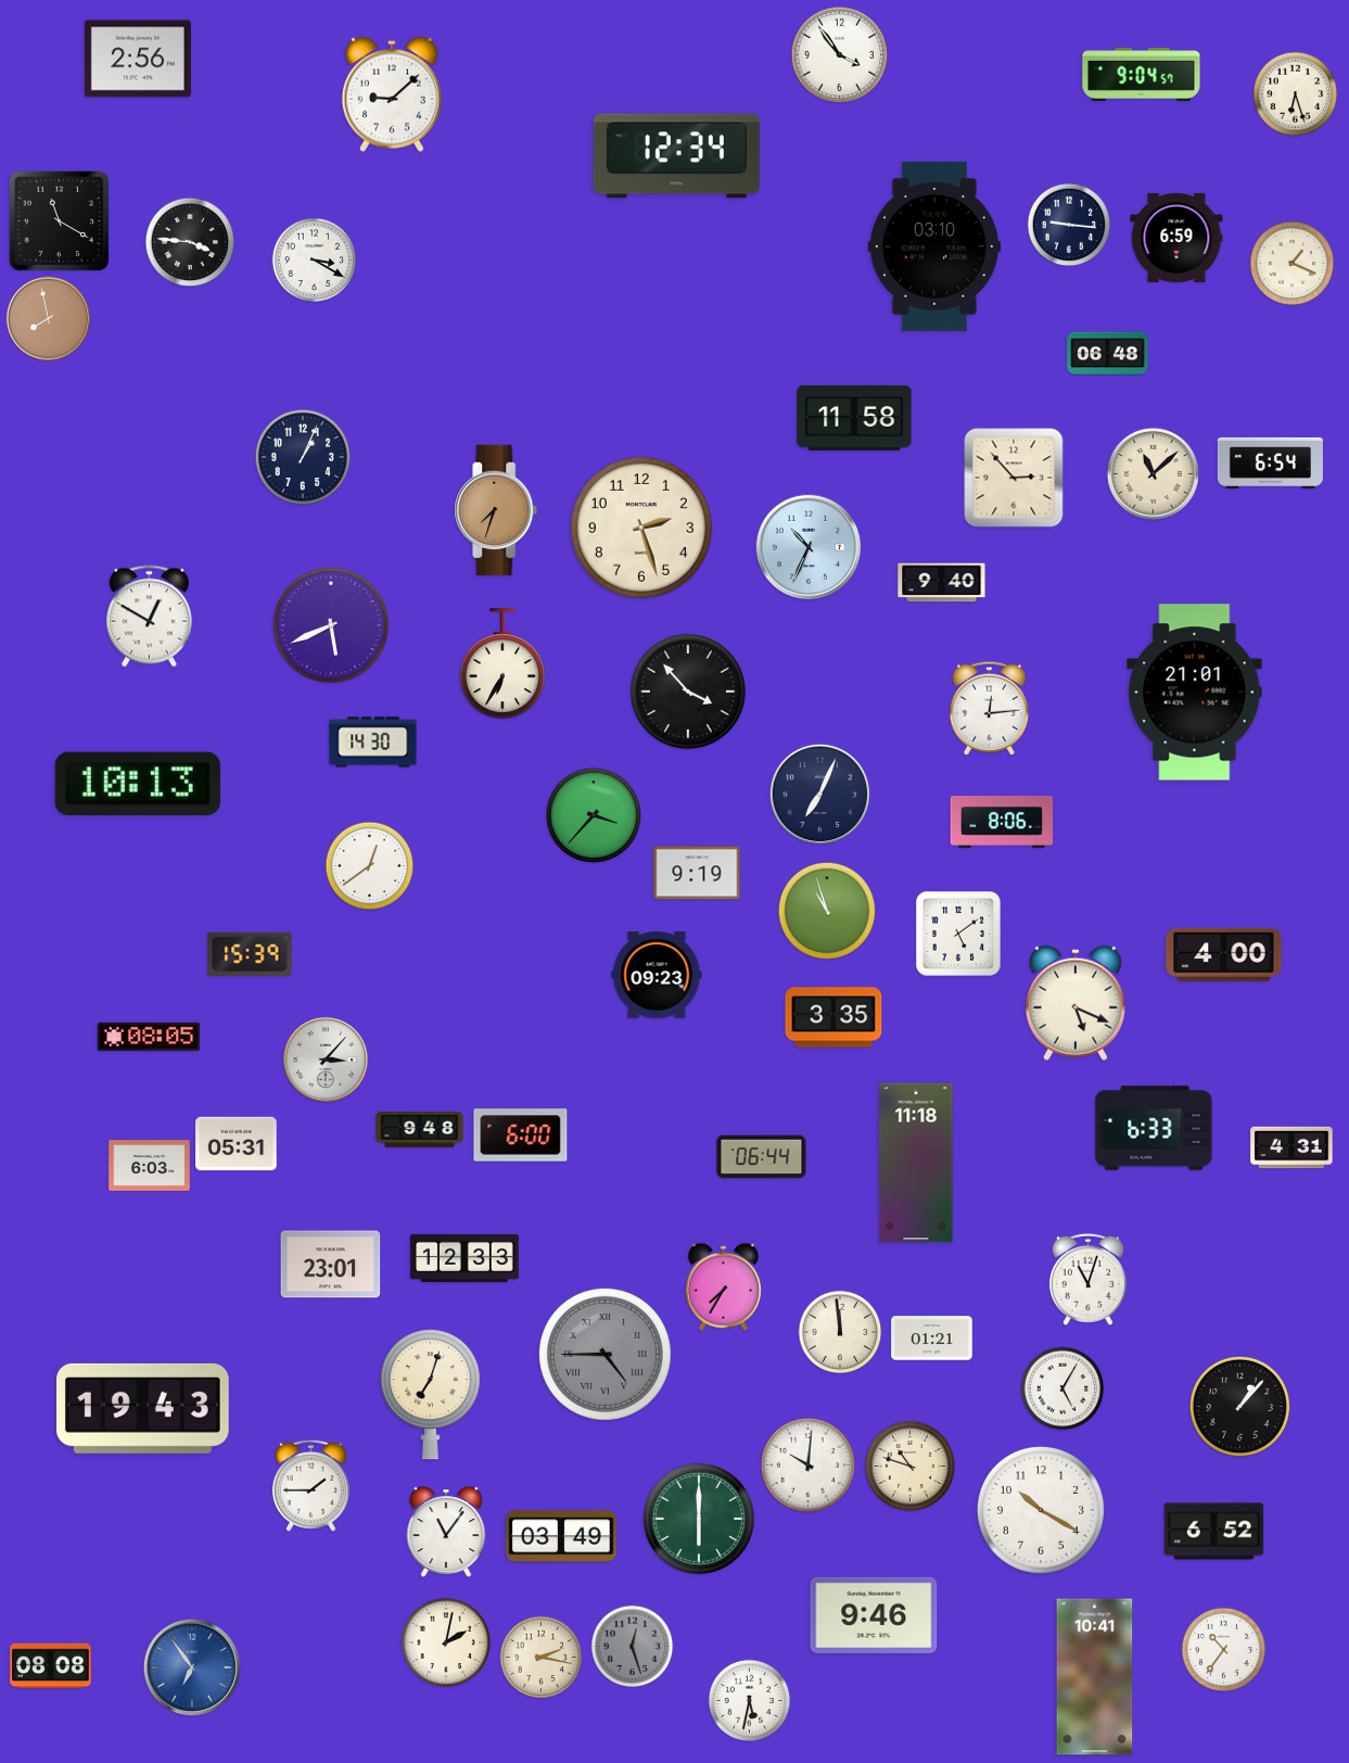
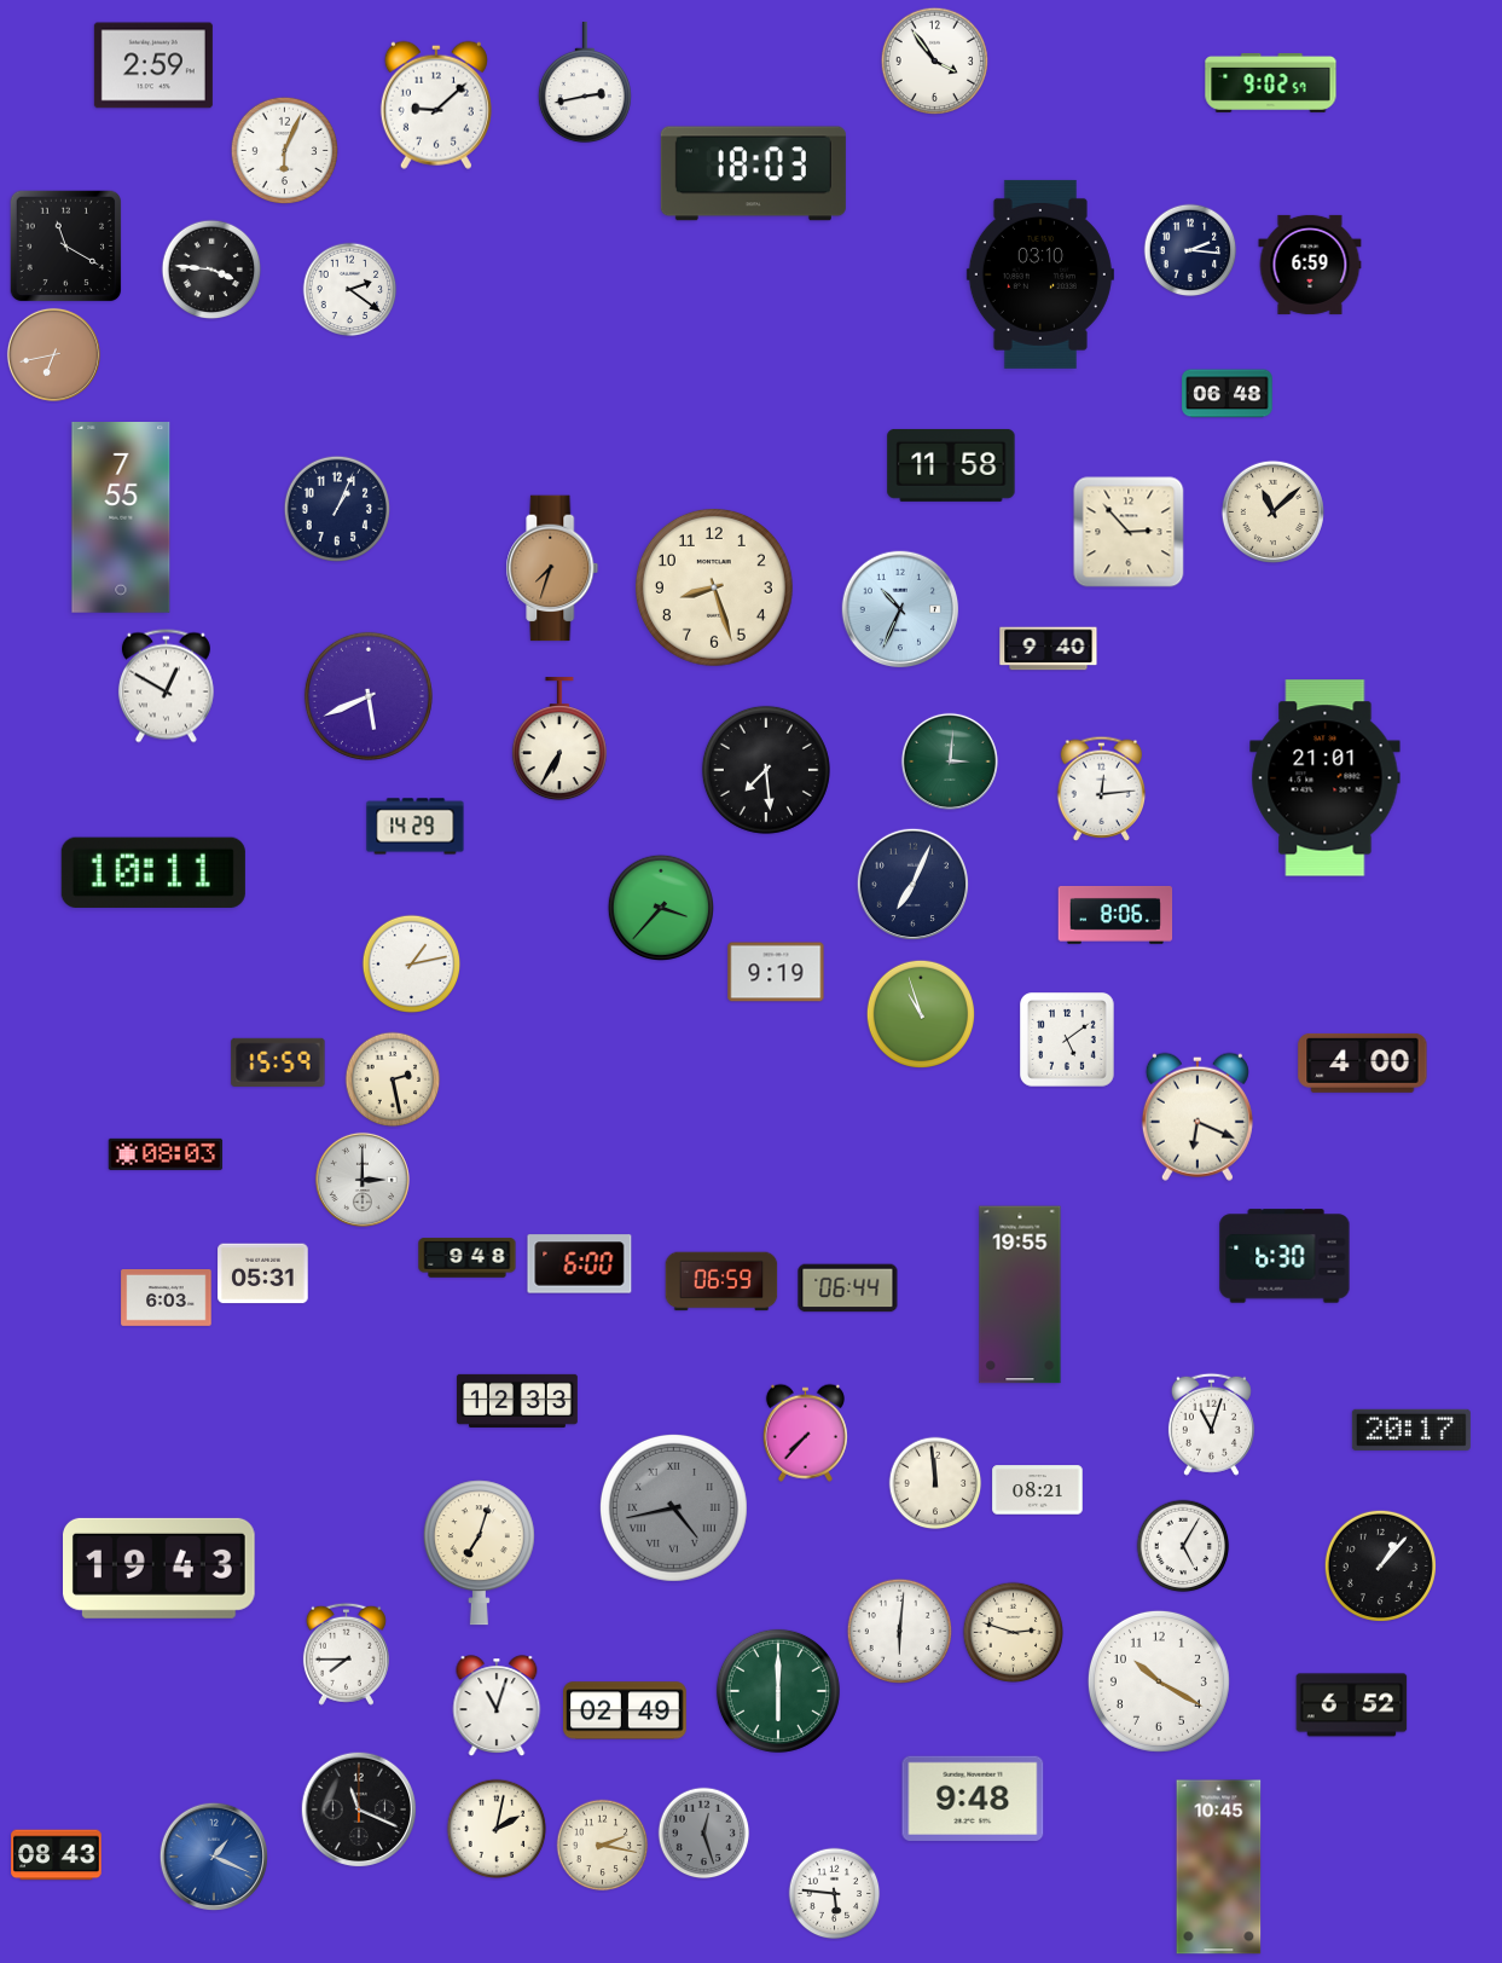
clock at (138, 59): 2:56 -> 2:59
clock at (585, 82): none -> 2:43
clock at (1142, 74): 9:04 -> 9:02
clock at (1296, 94): 6:27 -> none
clock at (284, 150): none -> 6:04
clock at (676, 156): 12:34 -> 18:03
clock at (1069, 225): 9:16 -> 2:16
clock at (315, 261): 3:20 -> 2:21
clock at (1293, 264): 1:19 -> none
clock at (48, 318): 7:58 -> 6:43
clock at (1108, 354) position: (1108, 354) -> (1228, 394)
clock at (1270, 462): 6:54 -> none
clock at (121, 519): none -> 7:55
clock at (1153, 473) position: (1153, 473) -> (1272, 511)
clock at (641, 528): 2:27 -> 8:27
clock at (950, 762): none -> 3:01
clock at (688, 692): 3:53 -> 7:29
clock at (1195, 693) position: (1195, 693) -> (1326, 778)
clock at (373, 743): 14:30 -> 14:29
clock at (138, 784): 10:13 -> 10:11
clock at (370, 866): 12:39 -> 1:13
clock at (250, 954): 15:39 -> 15:59
clock at (393, 1079): none -> 2:28
clock at (657, 975): 09:23 -> none
clock at (1076, 1003): 5:19 -> 6:19
clock at (833, 1017): 3:35 -> none
clock at (149, 1037): 08:05 -> 08:03
clock at (326, 1060): 3:07 -> 3:00
clock at (1154, 1128): 6:33 -> 6:30
clock at (1291, 1147): 4:31 -> none
clock at (721, 1281): none -> 06:59
clock at (916, 1163): 11:18 -> 19:55
clock at (331, 1265): 23:01 -> none
clock at (1411, 1430): none -> 20:17
clock at (723, 1286): 7:35 -> 7:37
clock at (932, 1339): 01:21 -> 08:21
clock at (604, 1354): 4:45 -> 4:43
clock at (809, 1466): 10:01 -> 6:01
clock at (911, 1467): 10:48 -> 2:48
clock at (310, 1485): 1:45 -> 7:45
clock at (446, 1532): 11:06 -> 11:03
clock at (561, 1536): 03:49 -> 02:49
clock at (874, 1615): 9:46 -> 9:48
clock at (359, 1809): none -> 11:19
clock at (1224, 1650): 10:36 -> none
clock at (51, 1666): 08:08 -> 08:43
clock at (191, 1666): 6:54 -> 1:19
clock at (1095, 1677): 10:41 -> 10:45
clock at (750, 1701): 5:32 -> 5:46
